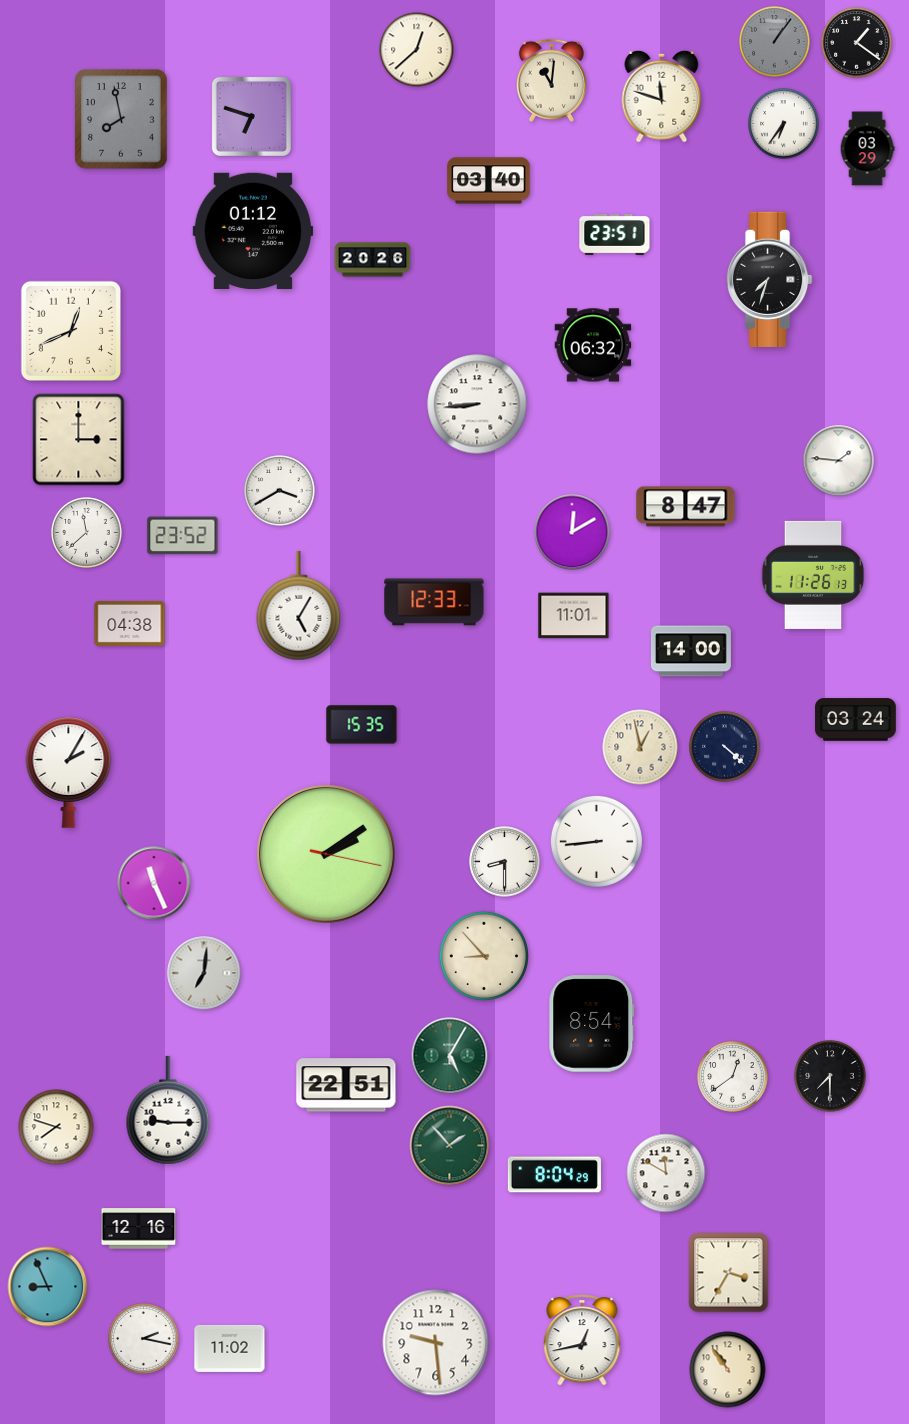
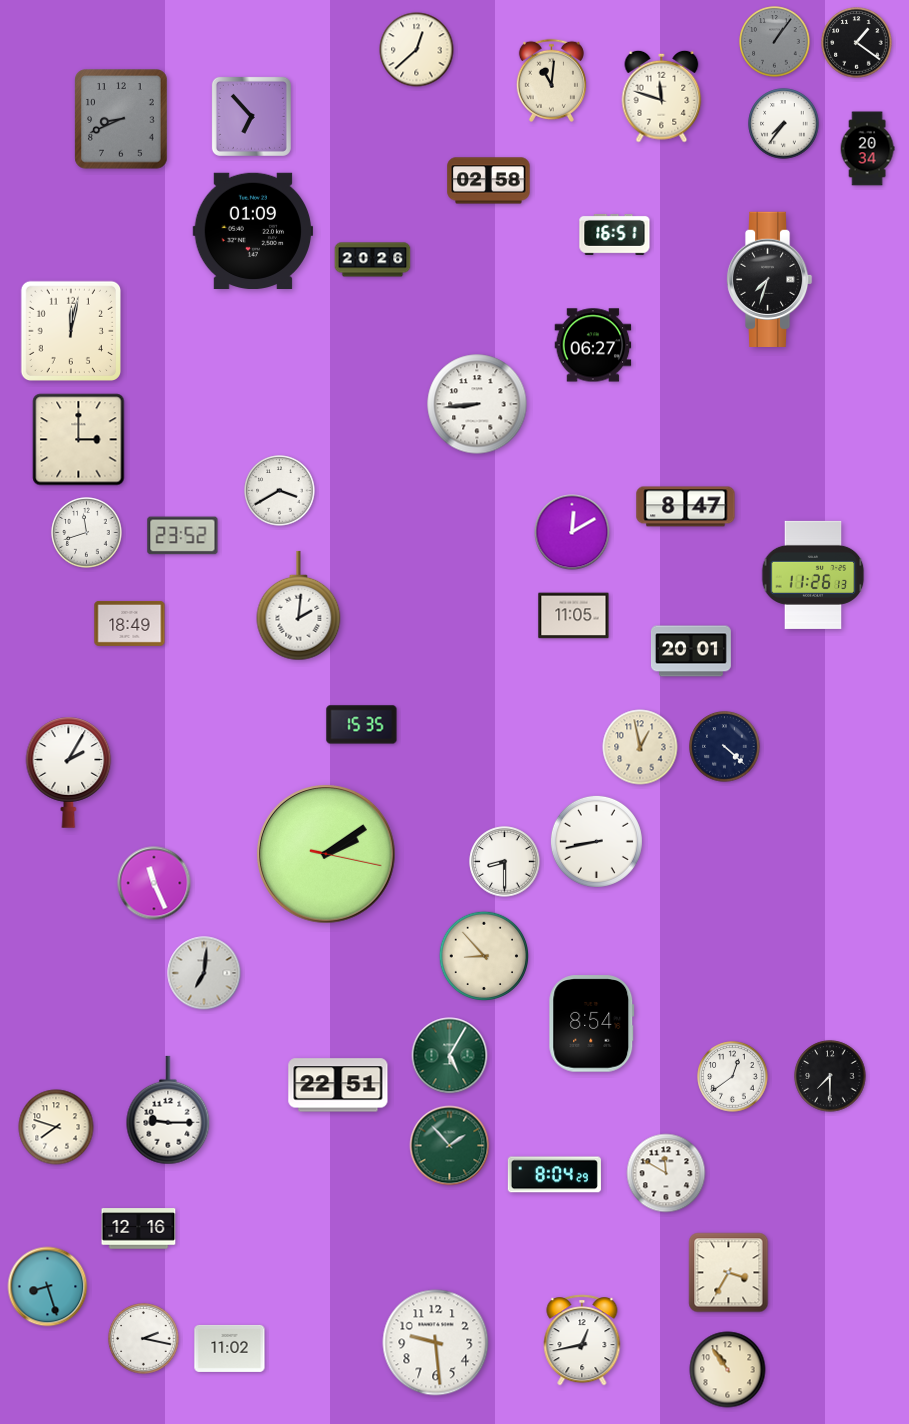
clock at (251, 116): 6:48 -> 6:53
clock at (121, 119): 7:58 -> 8:41
clock at (784, 124): 6:36 -> 7:36
clock at (867, 149): 03:29 -> 20:34
clock at (489, 181): 03:40 -> 02:58
clock at (253, 230): 01:12 -> 01:09
clock at (615, 234): 23:51 -> 16:51
clock at (70, 330): 12:41 -> 12:02
clock at (593, 345): 06:32 -> 06:27
clock at (839, 461): 1:46 -> none
clock at (87, 533): 11:38 -> 11:42
clock at (434, 602): 12:33 -> none
clock at (299, 606): 5:05 -> 2:01
clock at (574, 616): 11:01 -> 11:05
clock at (130, 623): 04:38 -> 18:49
clock at (691, 651): 14:00 -> 20:01
clock at (856, 720): 03:24 -> none
clock at (596, 841): 8:44 -> 8:43
clock at (346, 1085) position: (346, 1085) -> (338, 1085)
clock at (48, 1287): 8:56 -> 8:27
